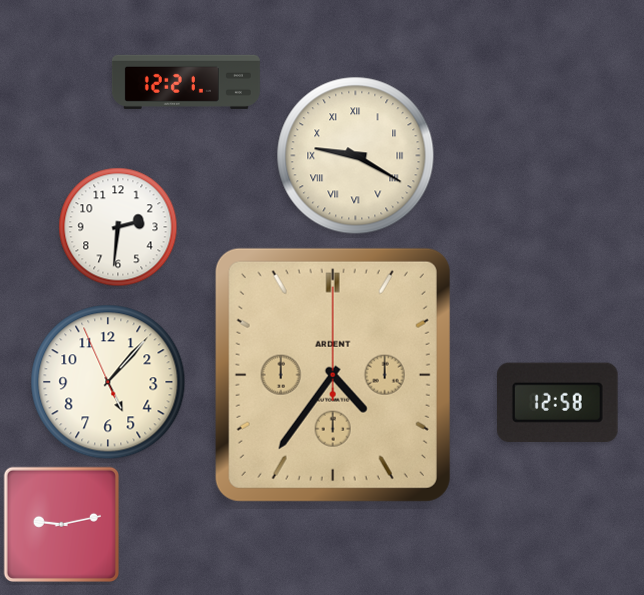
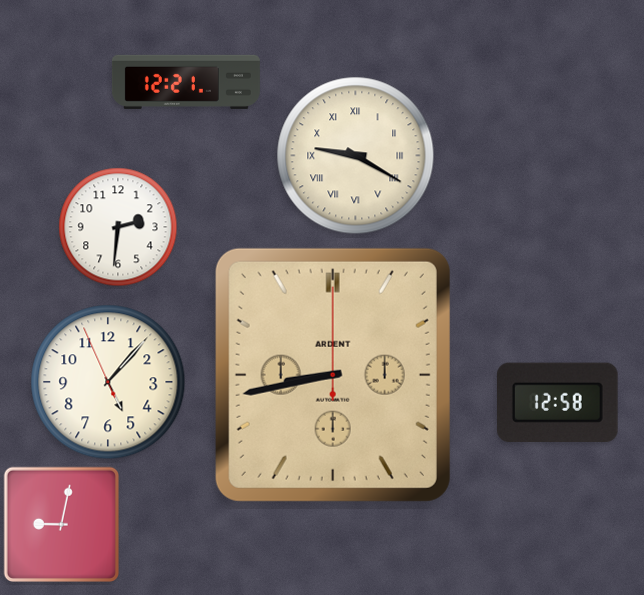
clock at (333, 375): 4:36 -> 8:43
clock at (61, 524): 9:13 -> 9:02
